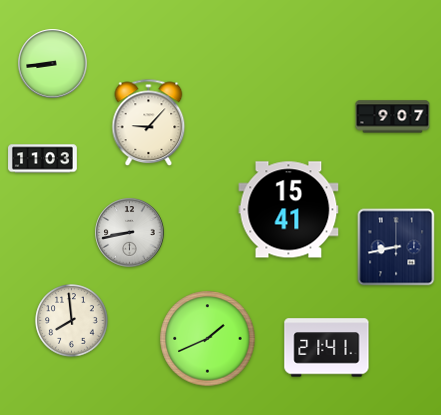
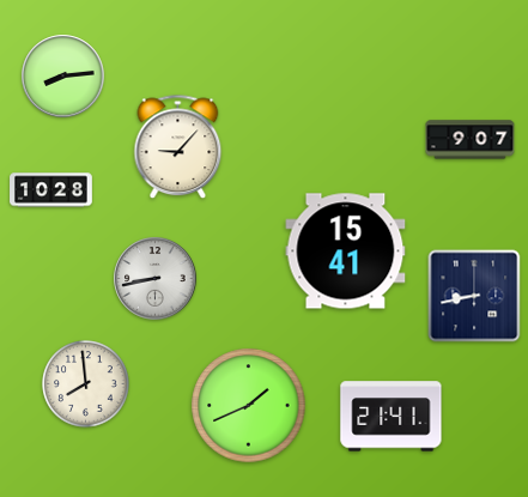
clock at (53, 64): 8:44 -> 8:14
clock at (43, 159): 11:03 -> 10:28
